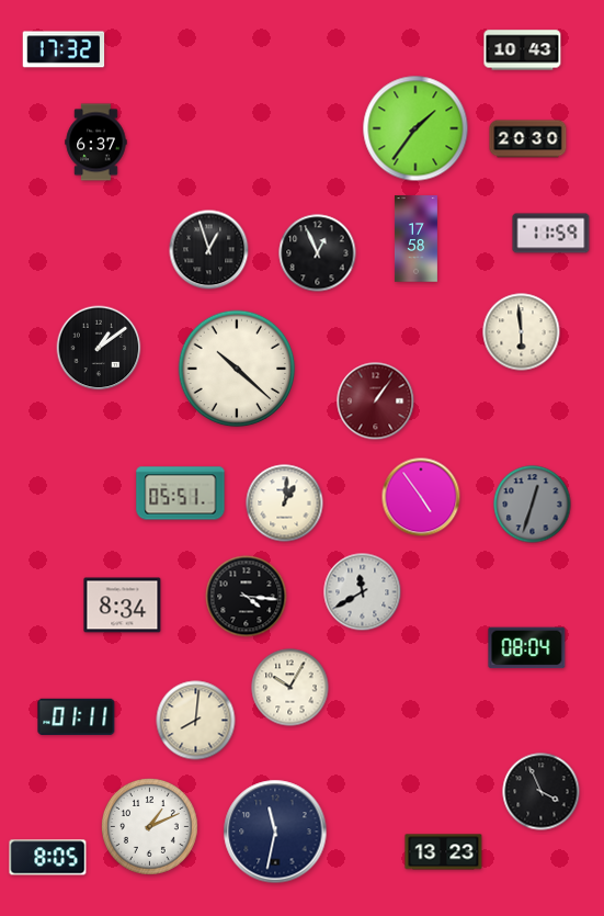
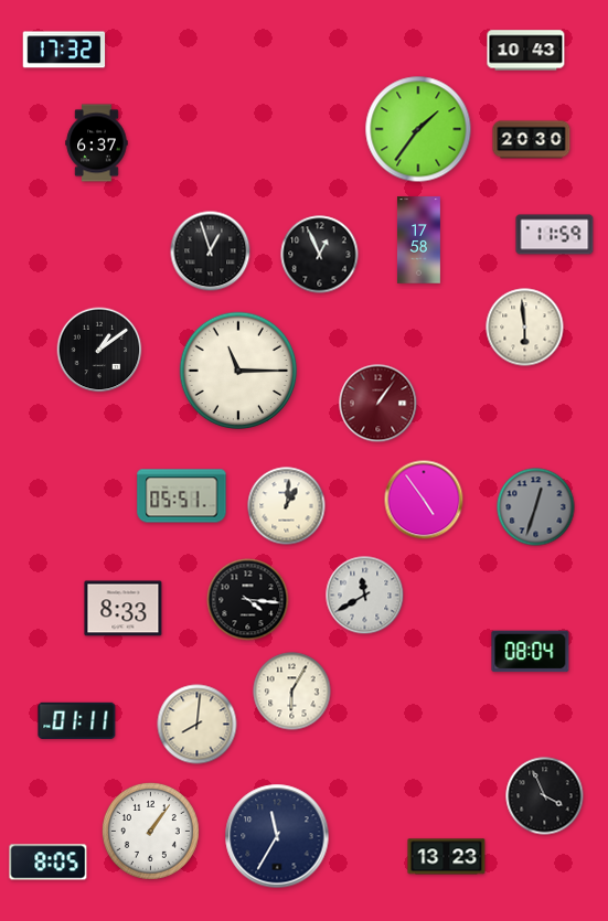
clock at (522, 332) position: (522, 332) -> (525, 328)
clock at (237, 369): 10:22 -> 11:15
clock at (123, 606): 8:34 -> 8:33
clock at (290, 688): 10:05 -> 6:05
clock at (149, 826): 1:11 -> 1:06
clock at (275, 832): 11:32 -> 11:35
